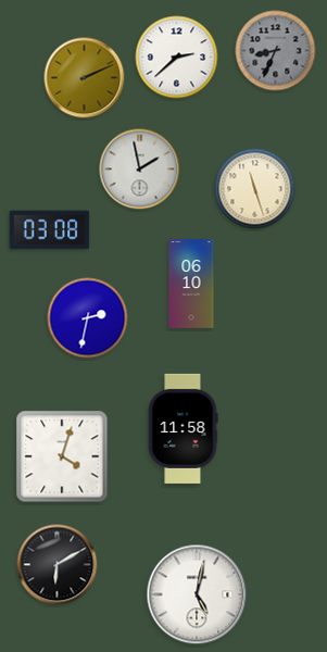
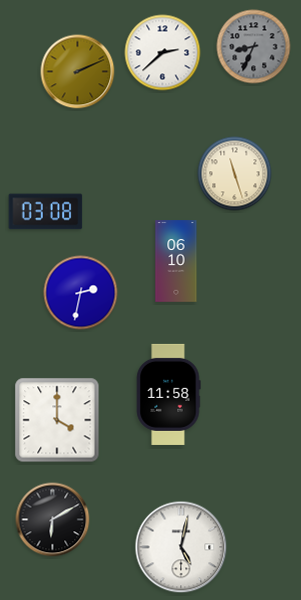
clock at (140, 170): 1:58 -> none
clock at (62, 456): 4:03 -> 4:00
